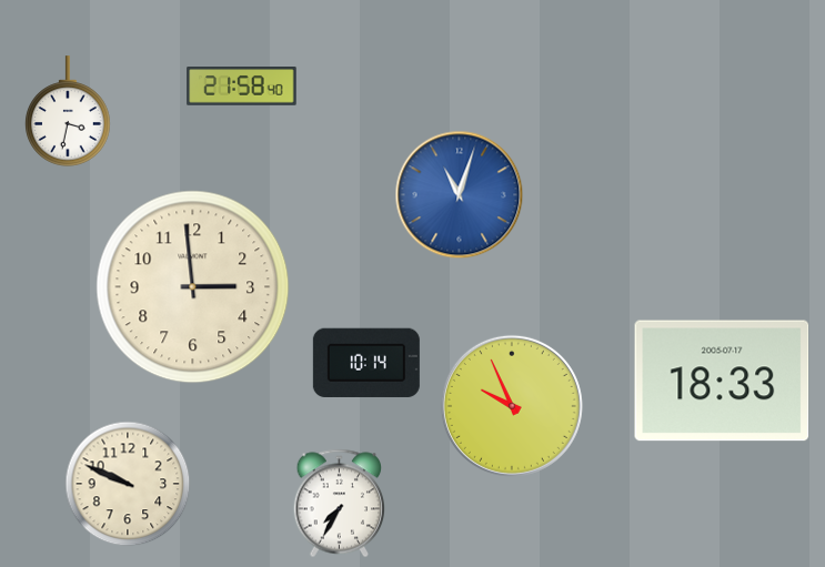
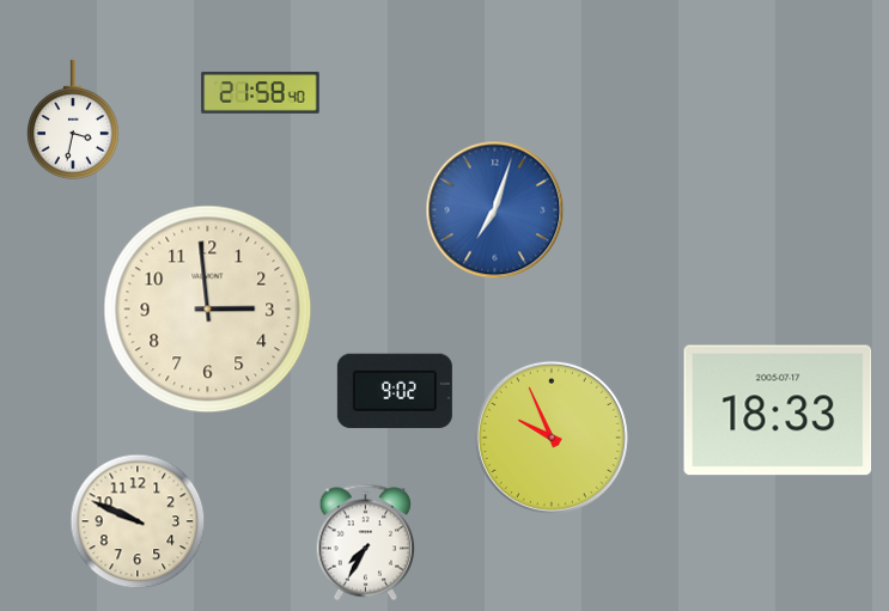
clock at (460, 195): 11:03 -> 7:03
clock at (366, 363): 10:14 -> 9:02
